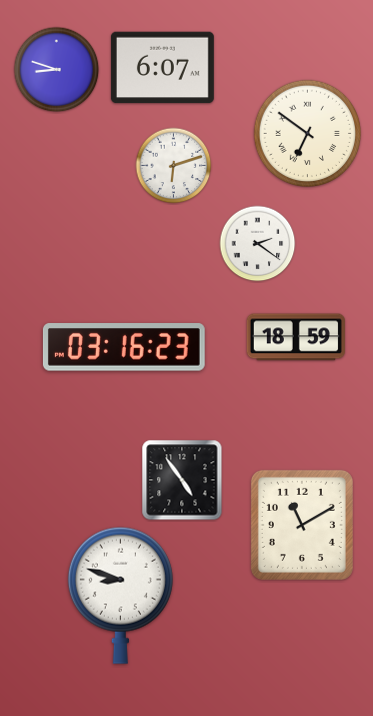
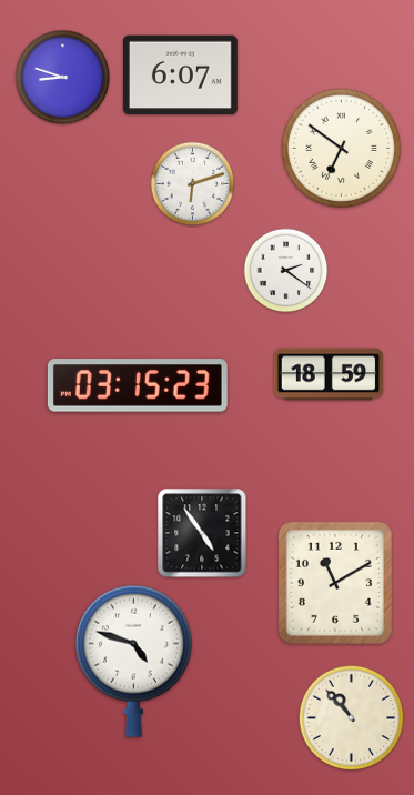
clock at (124, 347): 03:16 -> 03:15
clock at (120, 595): 8:48 -> 4:48
clock at (352, 718): none -> 10:53
